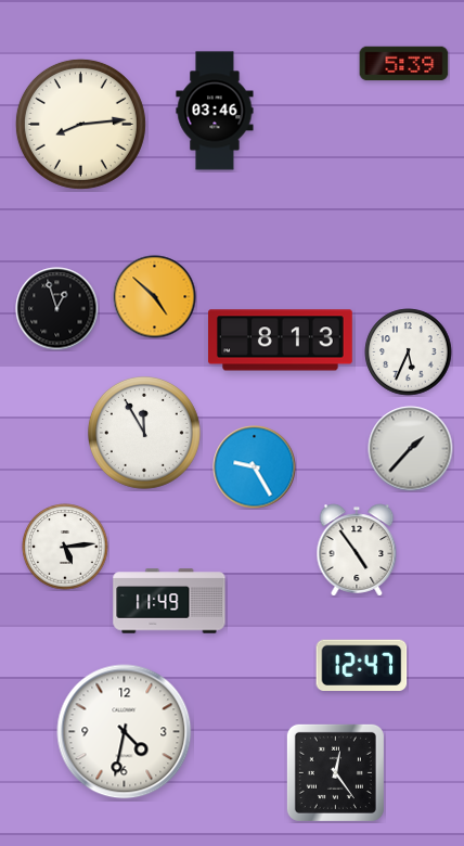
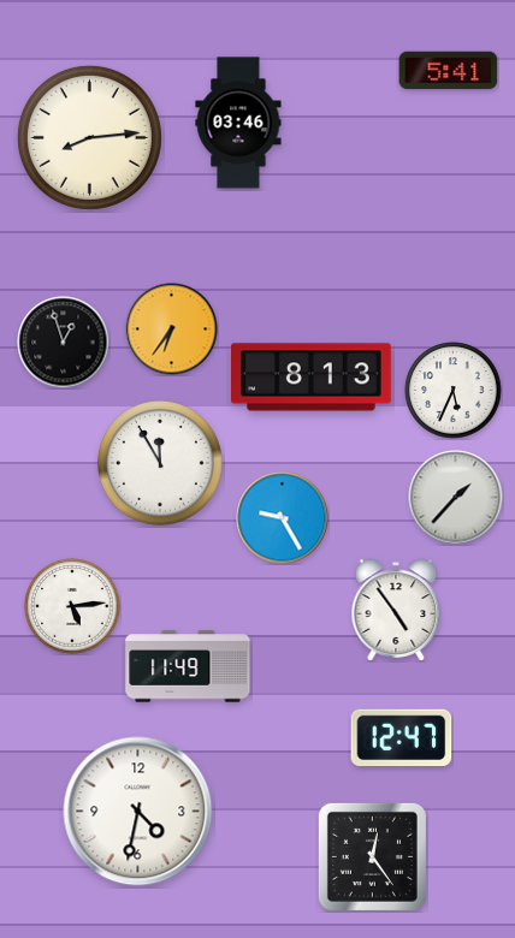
clock at (404, 64): 5:39 -> 5:41
clock at (155, 297): 4:52 -> 6:36
clock at (144, 433) position: (144, 433) -> (160, 463)
